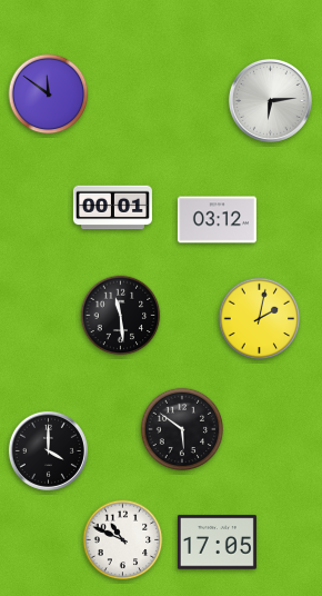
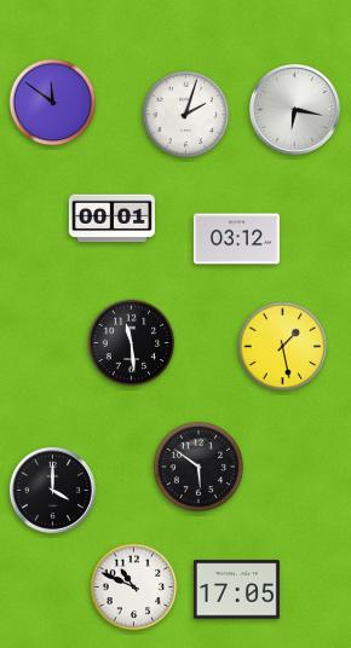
clock at (270, 100): 6:14 -> 6:17
clock at (186, 115): none -> 2:03
clock at (112, 208) position: (112, 208) -> (111, 219)
clock at (260, 319): 2:02 -> 1:28
